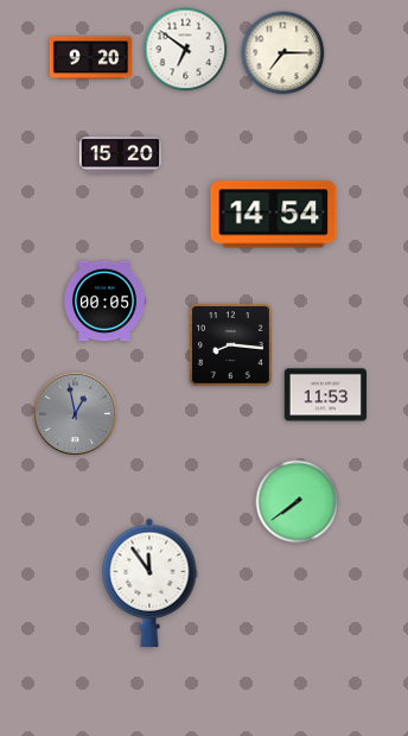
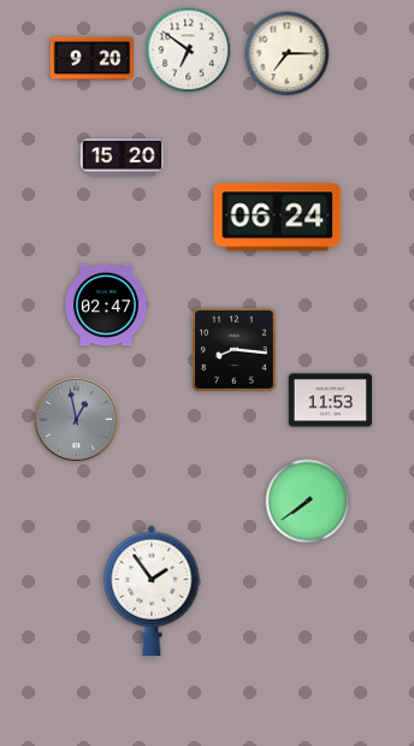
clock at (274, 215): 14:54 -> 06:24
clock at (104, 302): 00:05 -> 02:47
clock at (298, 502) position: (298, 502) -> (308, 502)
clock at (149, 583): 11:54 -> 1:54
